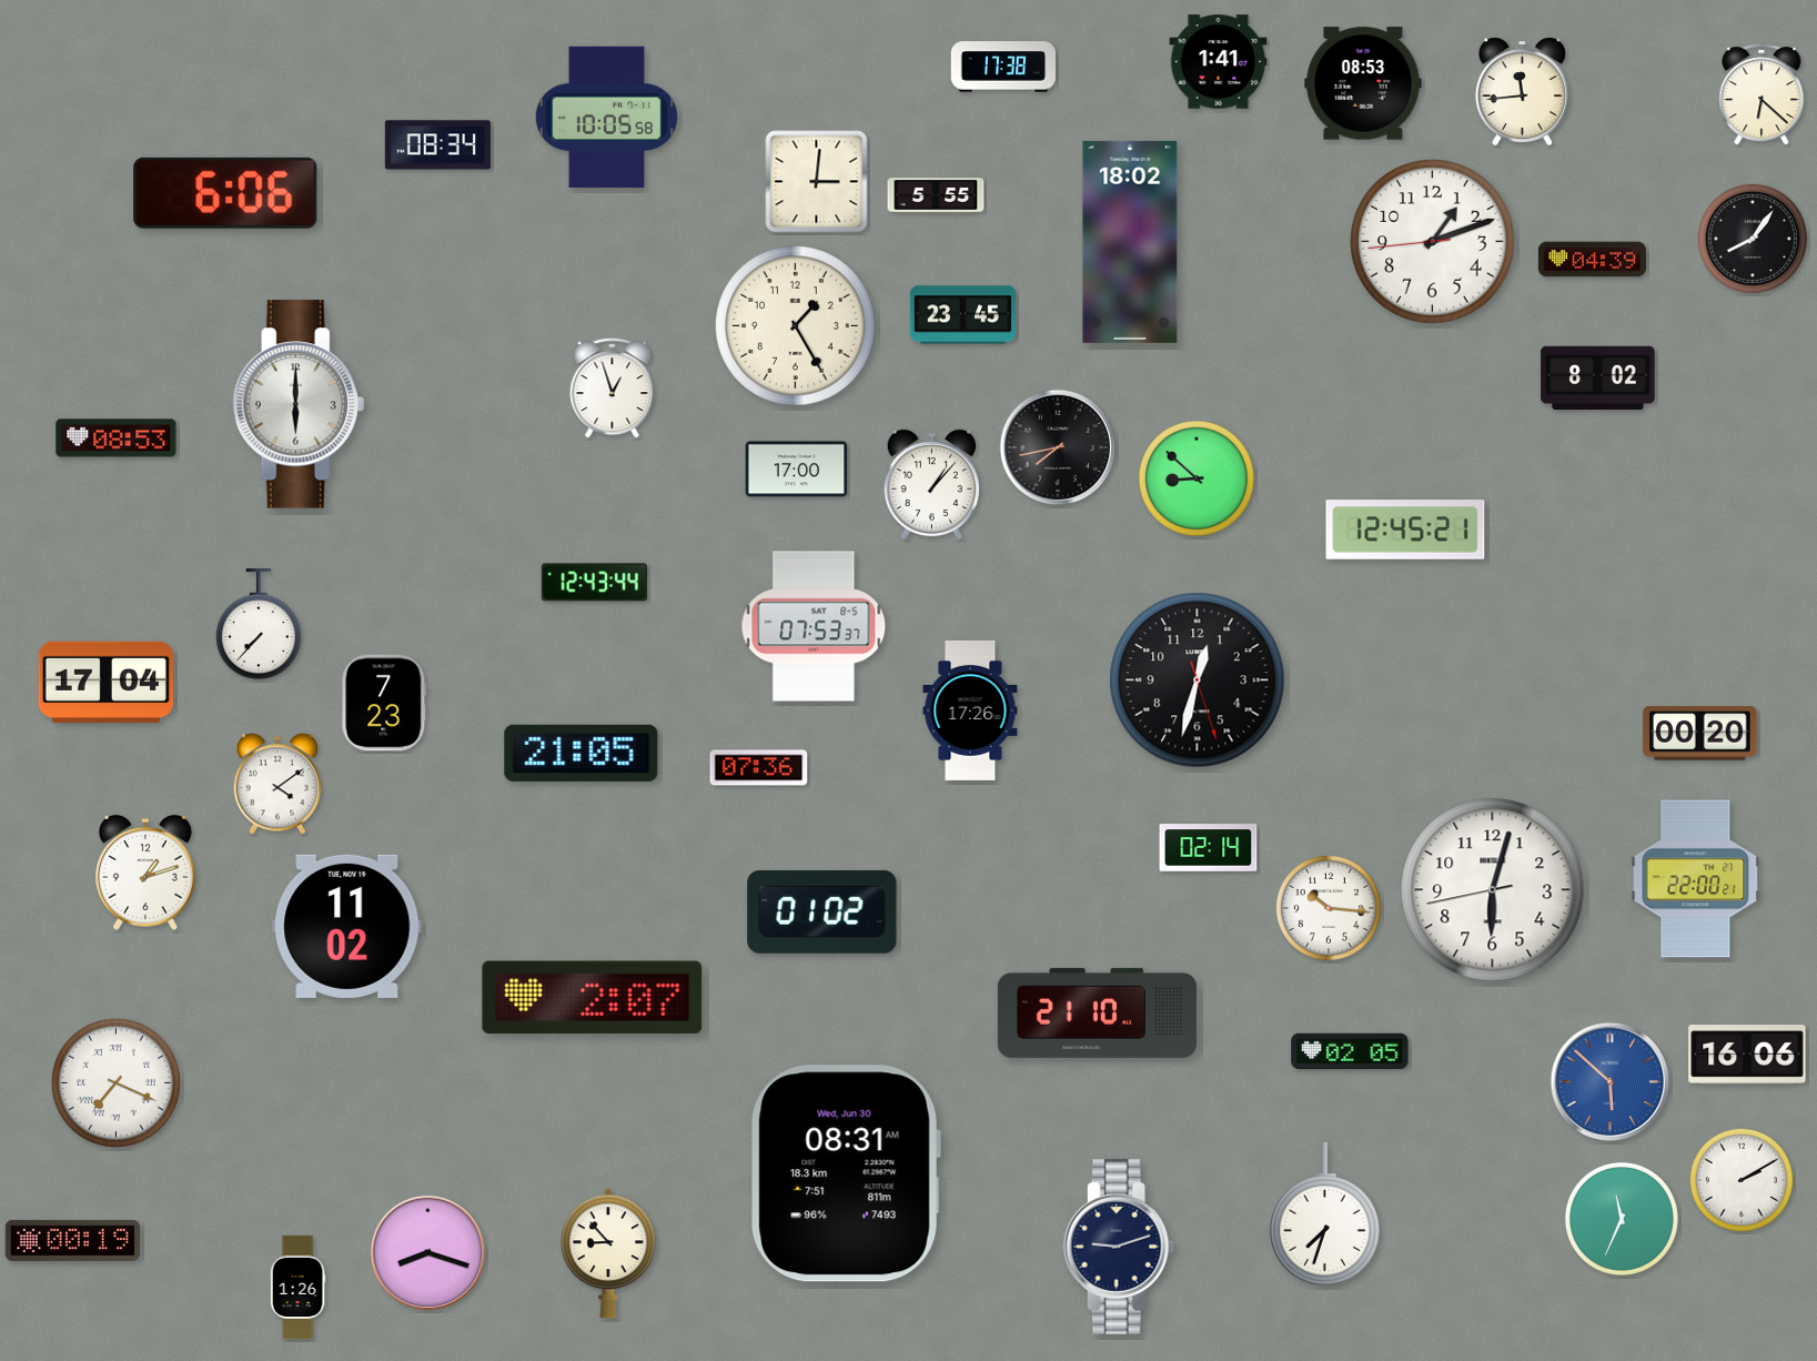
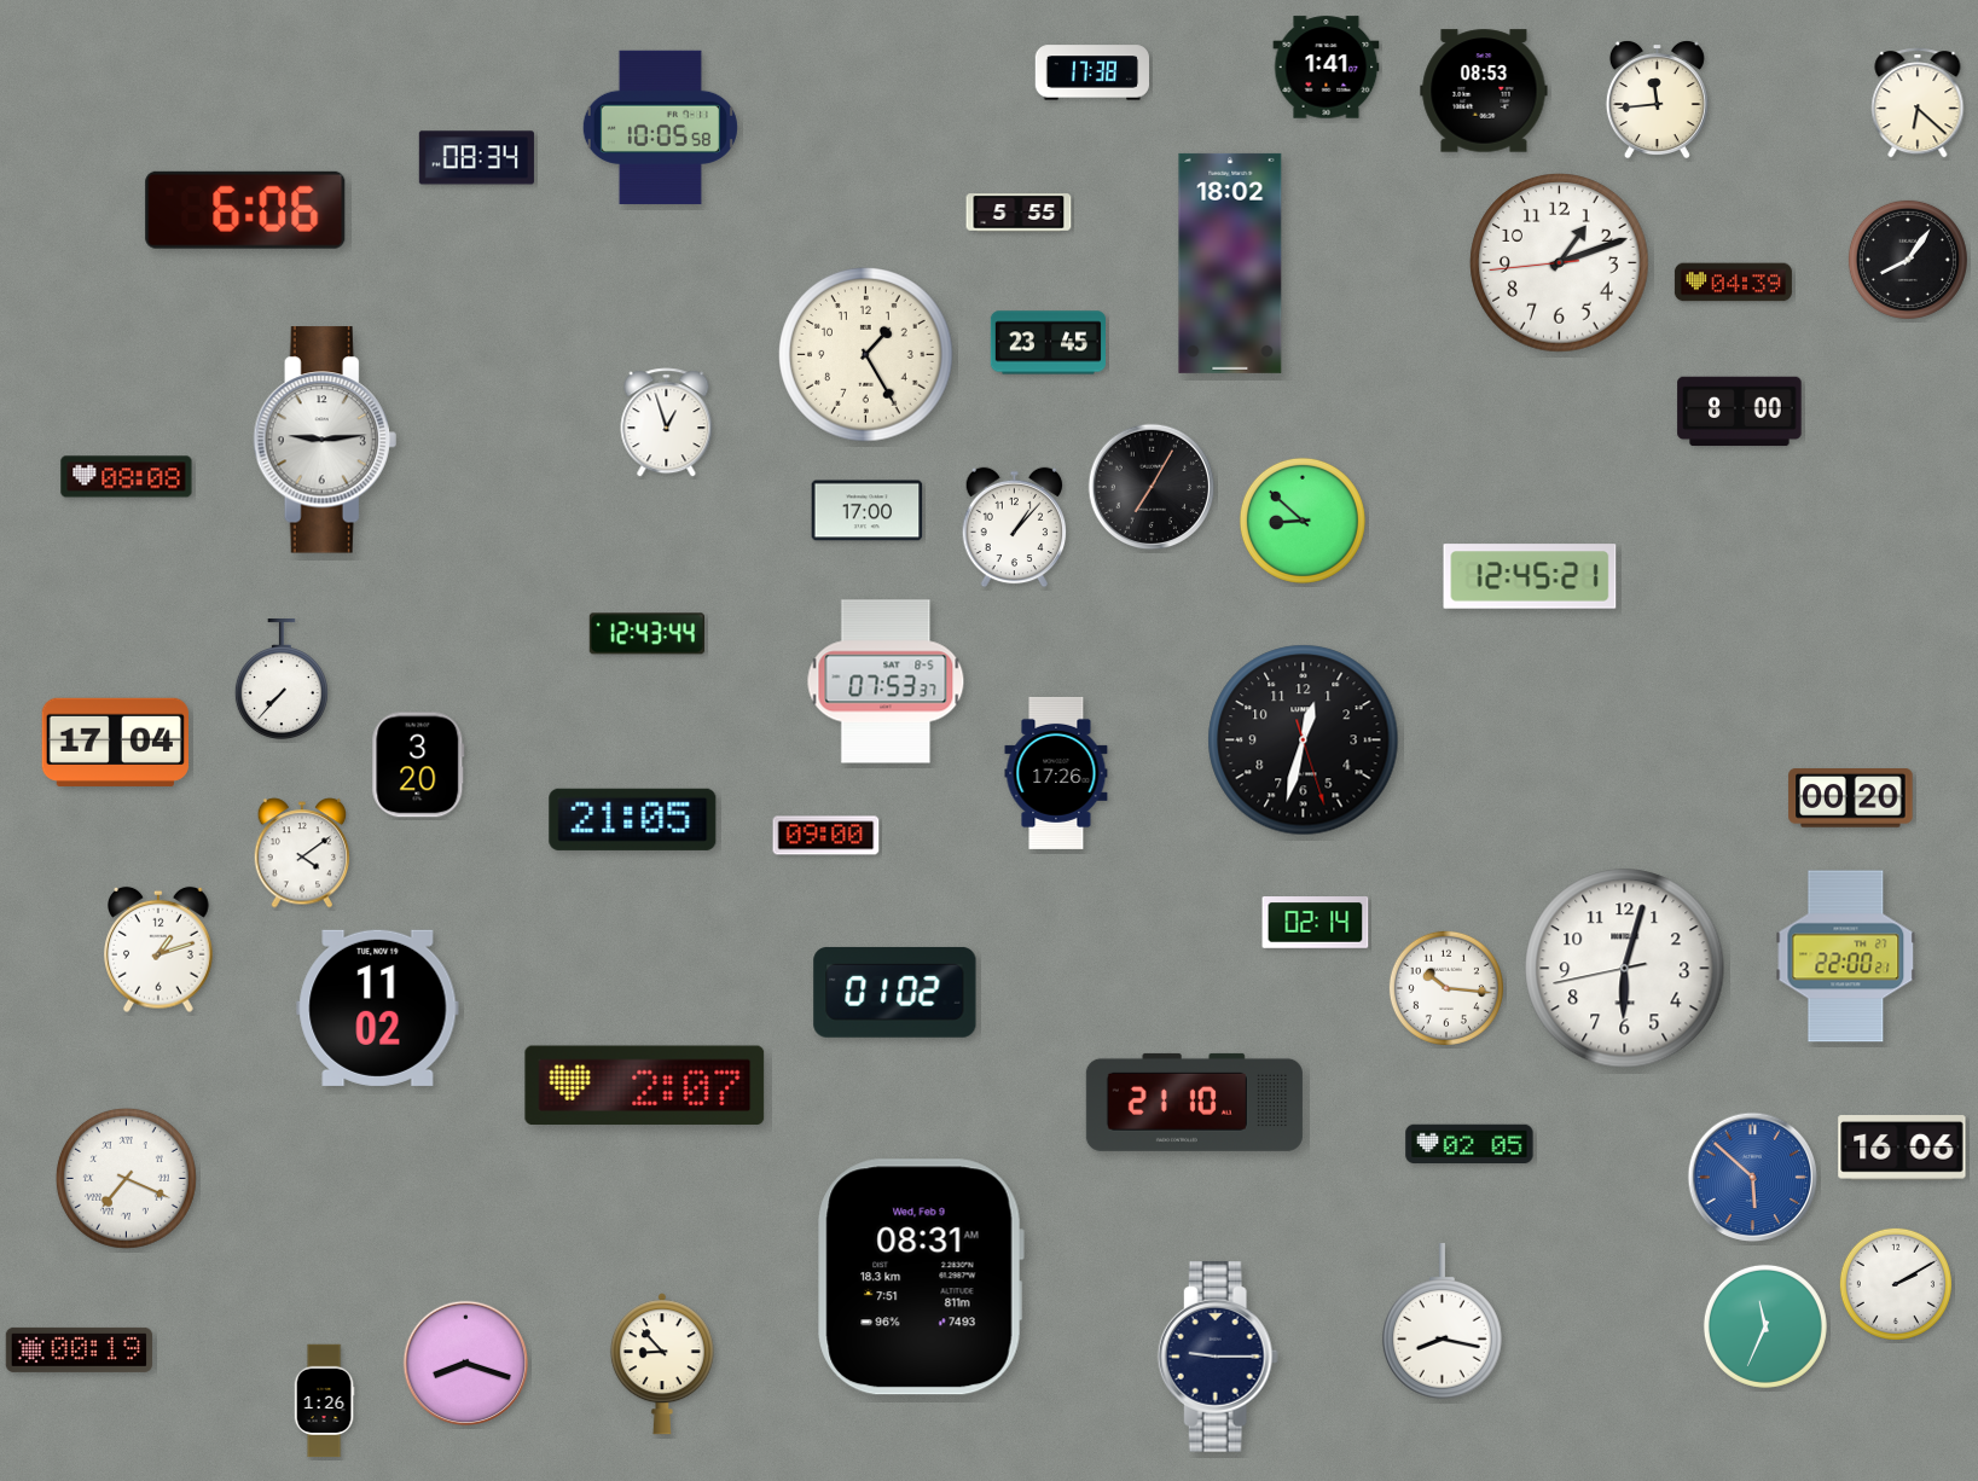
clock at (817, 182): 3:01 -> none
clock at (1598, 379): 8:02 -> 8:00
clock at (299, 404): 6:00 -> 9:14
clock at (117, 438): 08:53 -> 08:08
clock at (1058, 447): 7:43 -> 7:05
clock at (384, 703): 7:23 -> 3:20
clock at (759, 768): 07:36 -> 09:00
clock at (846, 1173) date: Wed, Jun 30 -> Wed, Feb 9
clock at (1324, 1214): 7:33 -> 8:17
clock at (1119, 1247): 9:12 -> 9:15
